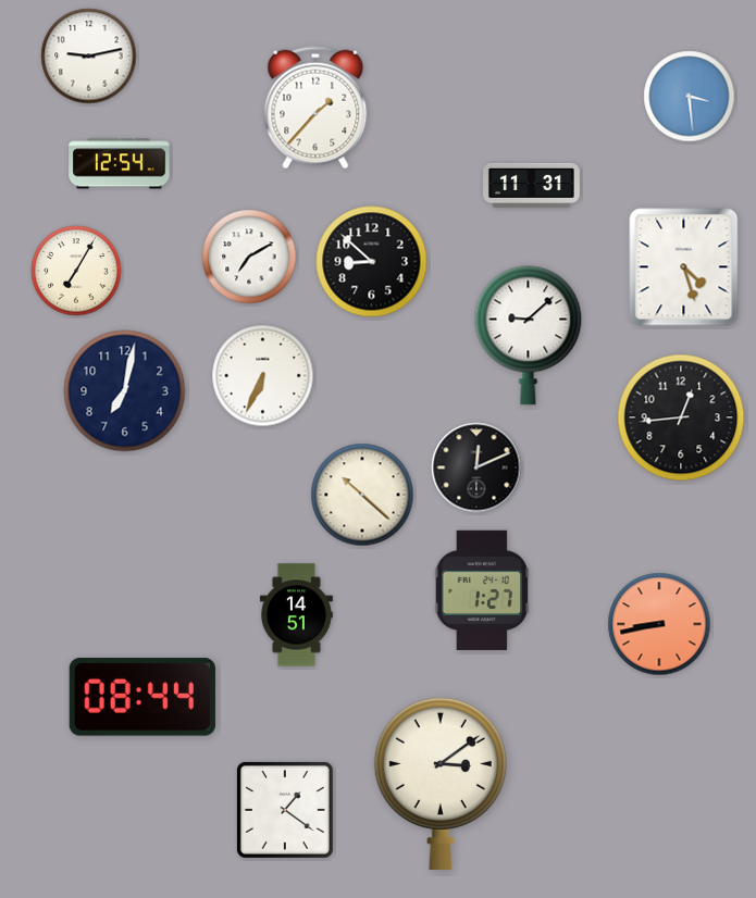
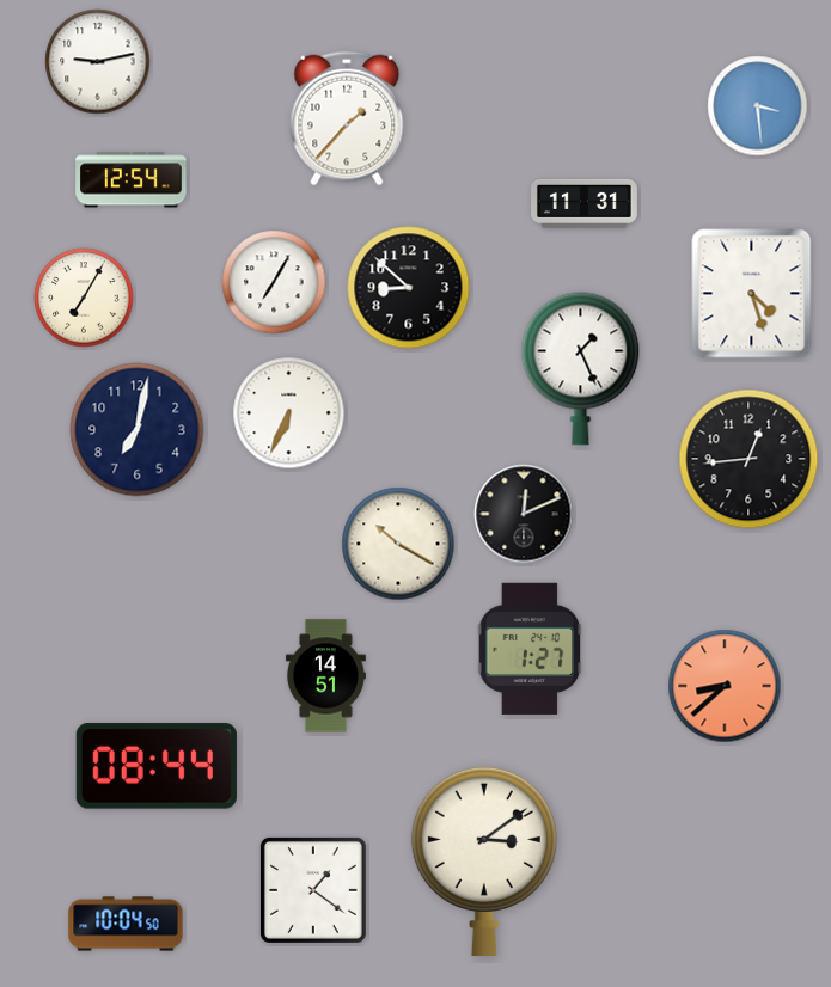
clock at (249, 257): 7:10 -> 7:05
clock at (529, 335): 9:08 -> 1:26
clock at (362, 495): 10:22 -> 10:20
clock at (659, 624): 8:43 -> 8:38
clock at (126, 924): none -> 10:04
